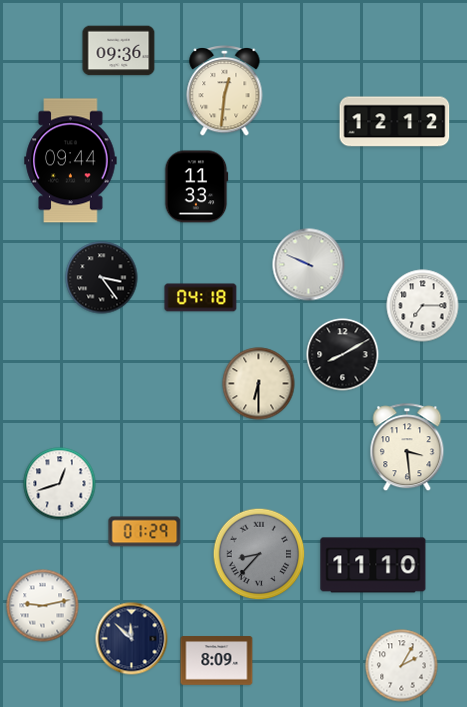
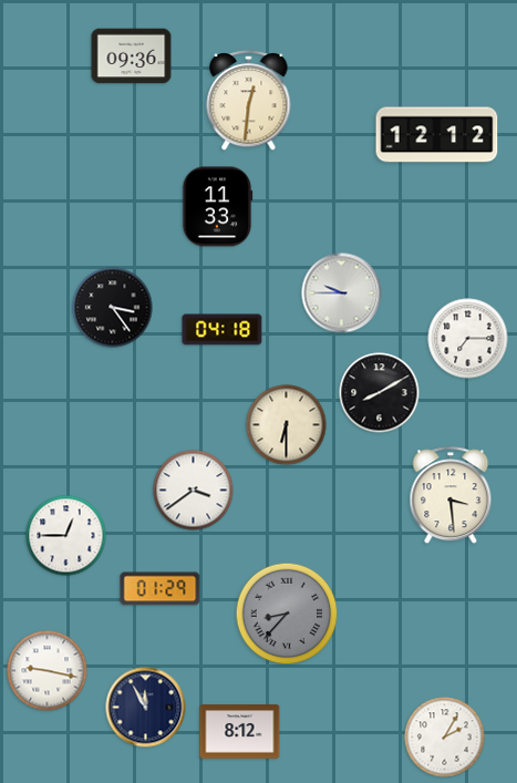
clock at (71, 161): 09:44 -> none
clock at (309, 265): 9:49 -> 9:45
clock at (194, 491): none -> 3:39
clock at (60, 484): 12:42 -> 12:45
clock at (373, 565): 11:10 -> none
clock at (43, 606): 9:13 -> 9:17
clock at (132, 639): 11:52 -> 11:55
clock at (217, 661): 8:09 -> 8:12
